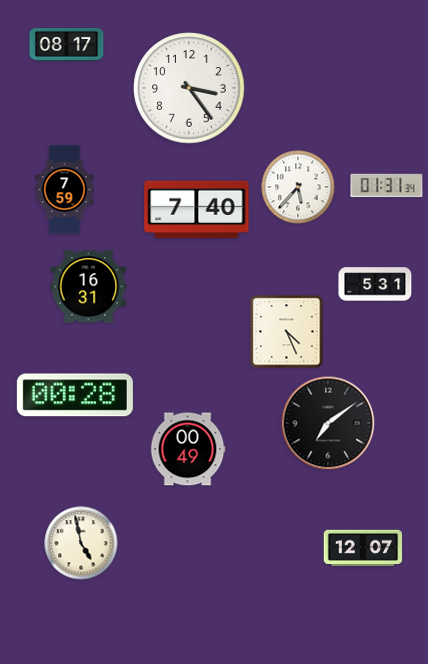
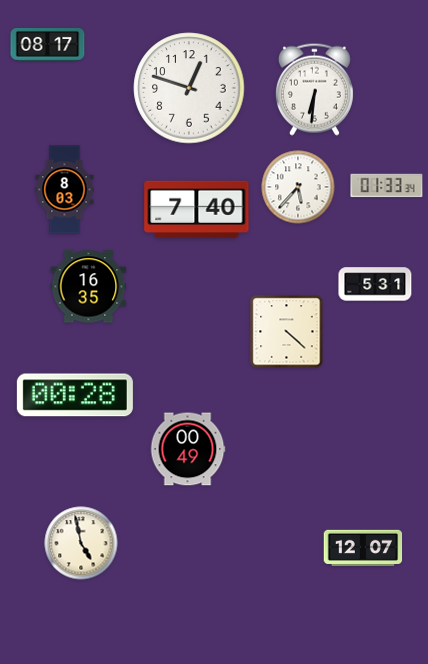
clock at (67, 45) position: (67, 45) -> (48, 45)
clock at (189, 88): 3:24 -> 12:48
clock at (314, 89): none -> 6:31
clock at (387, 186): 01:31 -> 01:33
clock at (65, 190): 7:59 -> 8:03
clock at (89, 287): 16:31 -> 16:35
clock at (287, 332): 4:26 -> 4:22
clock at (328, 423): 7:09 -> none
